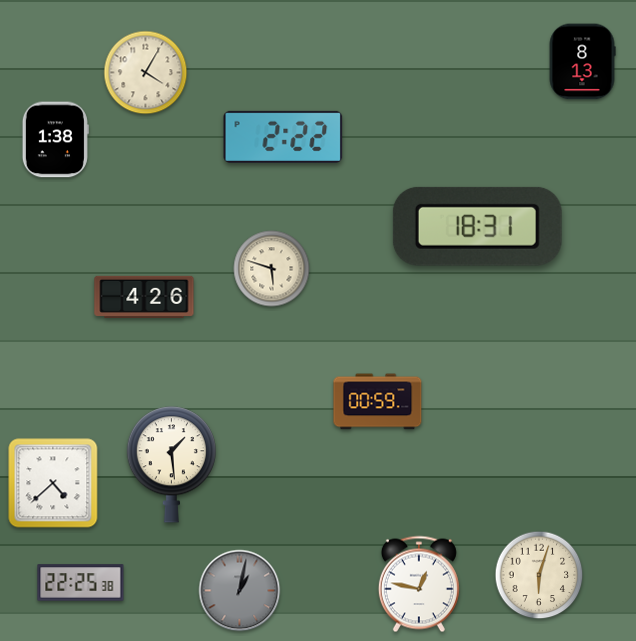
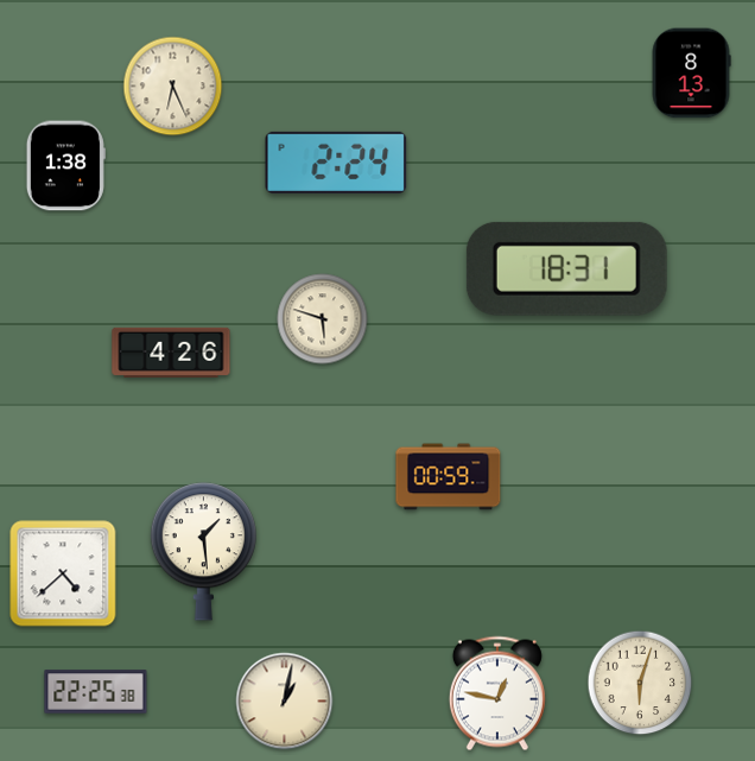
clock at (146, 73): 4:05 -> 6:26
clock at (283, 137): 2:22 -> 2:24
clock at (240, 591) dial: grey -> cream
